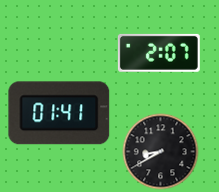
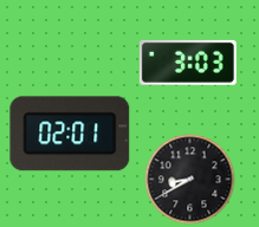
clock at (159, 53): 2:07 -> 3:03
clock at (59, 113): 01:41 -> 02:01
